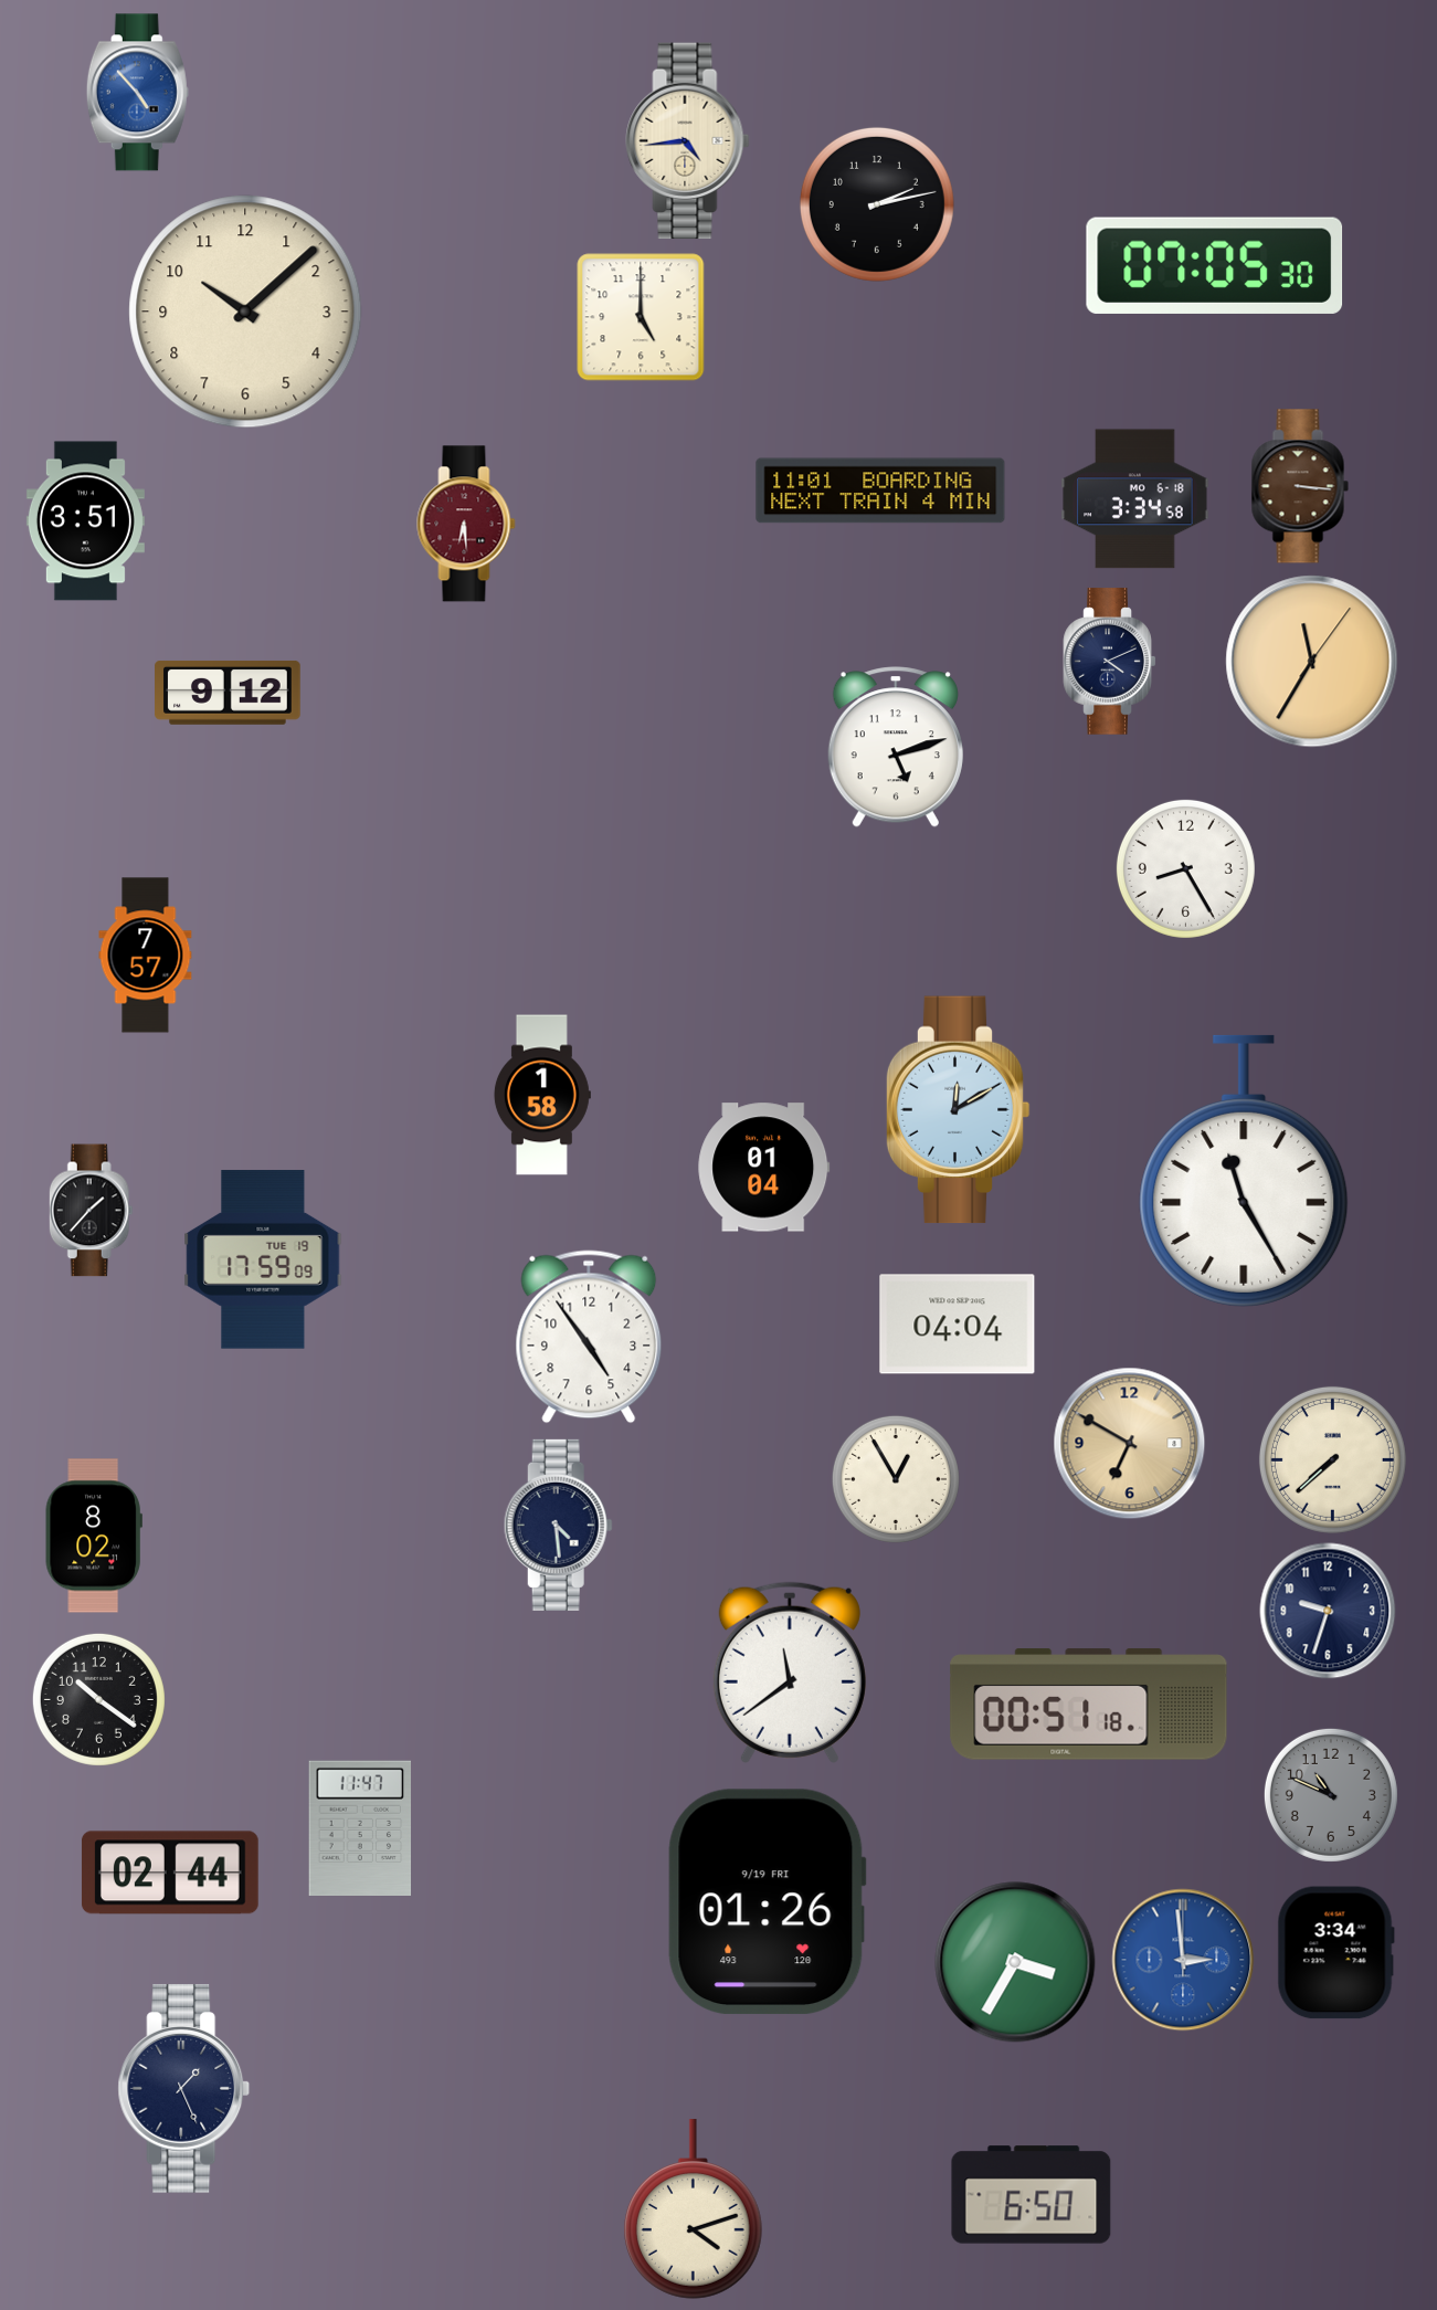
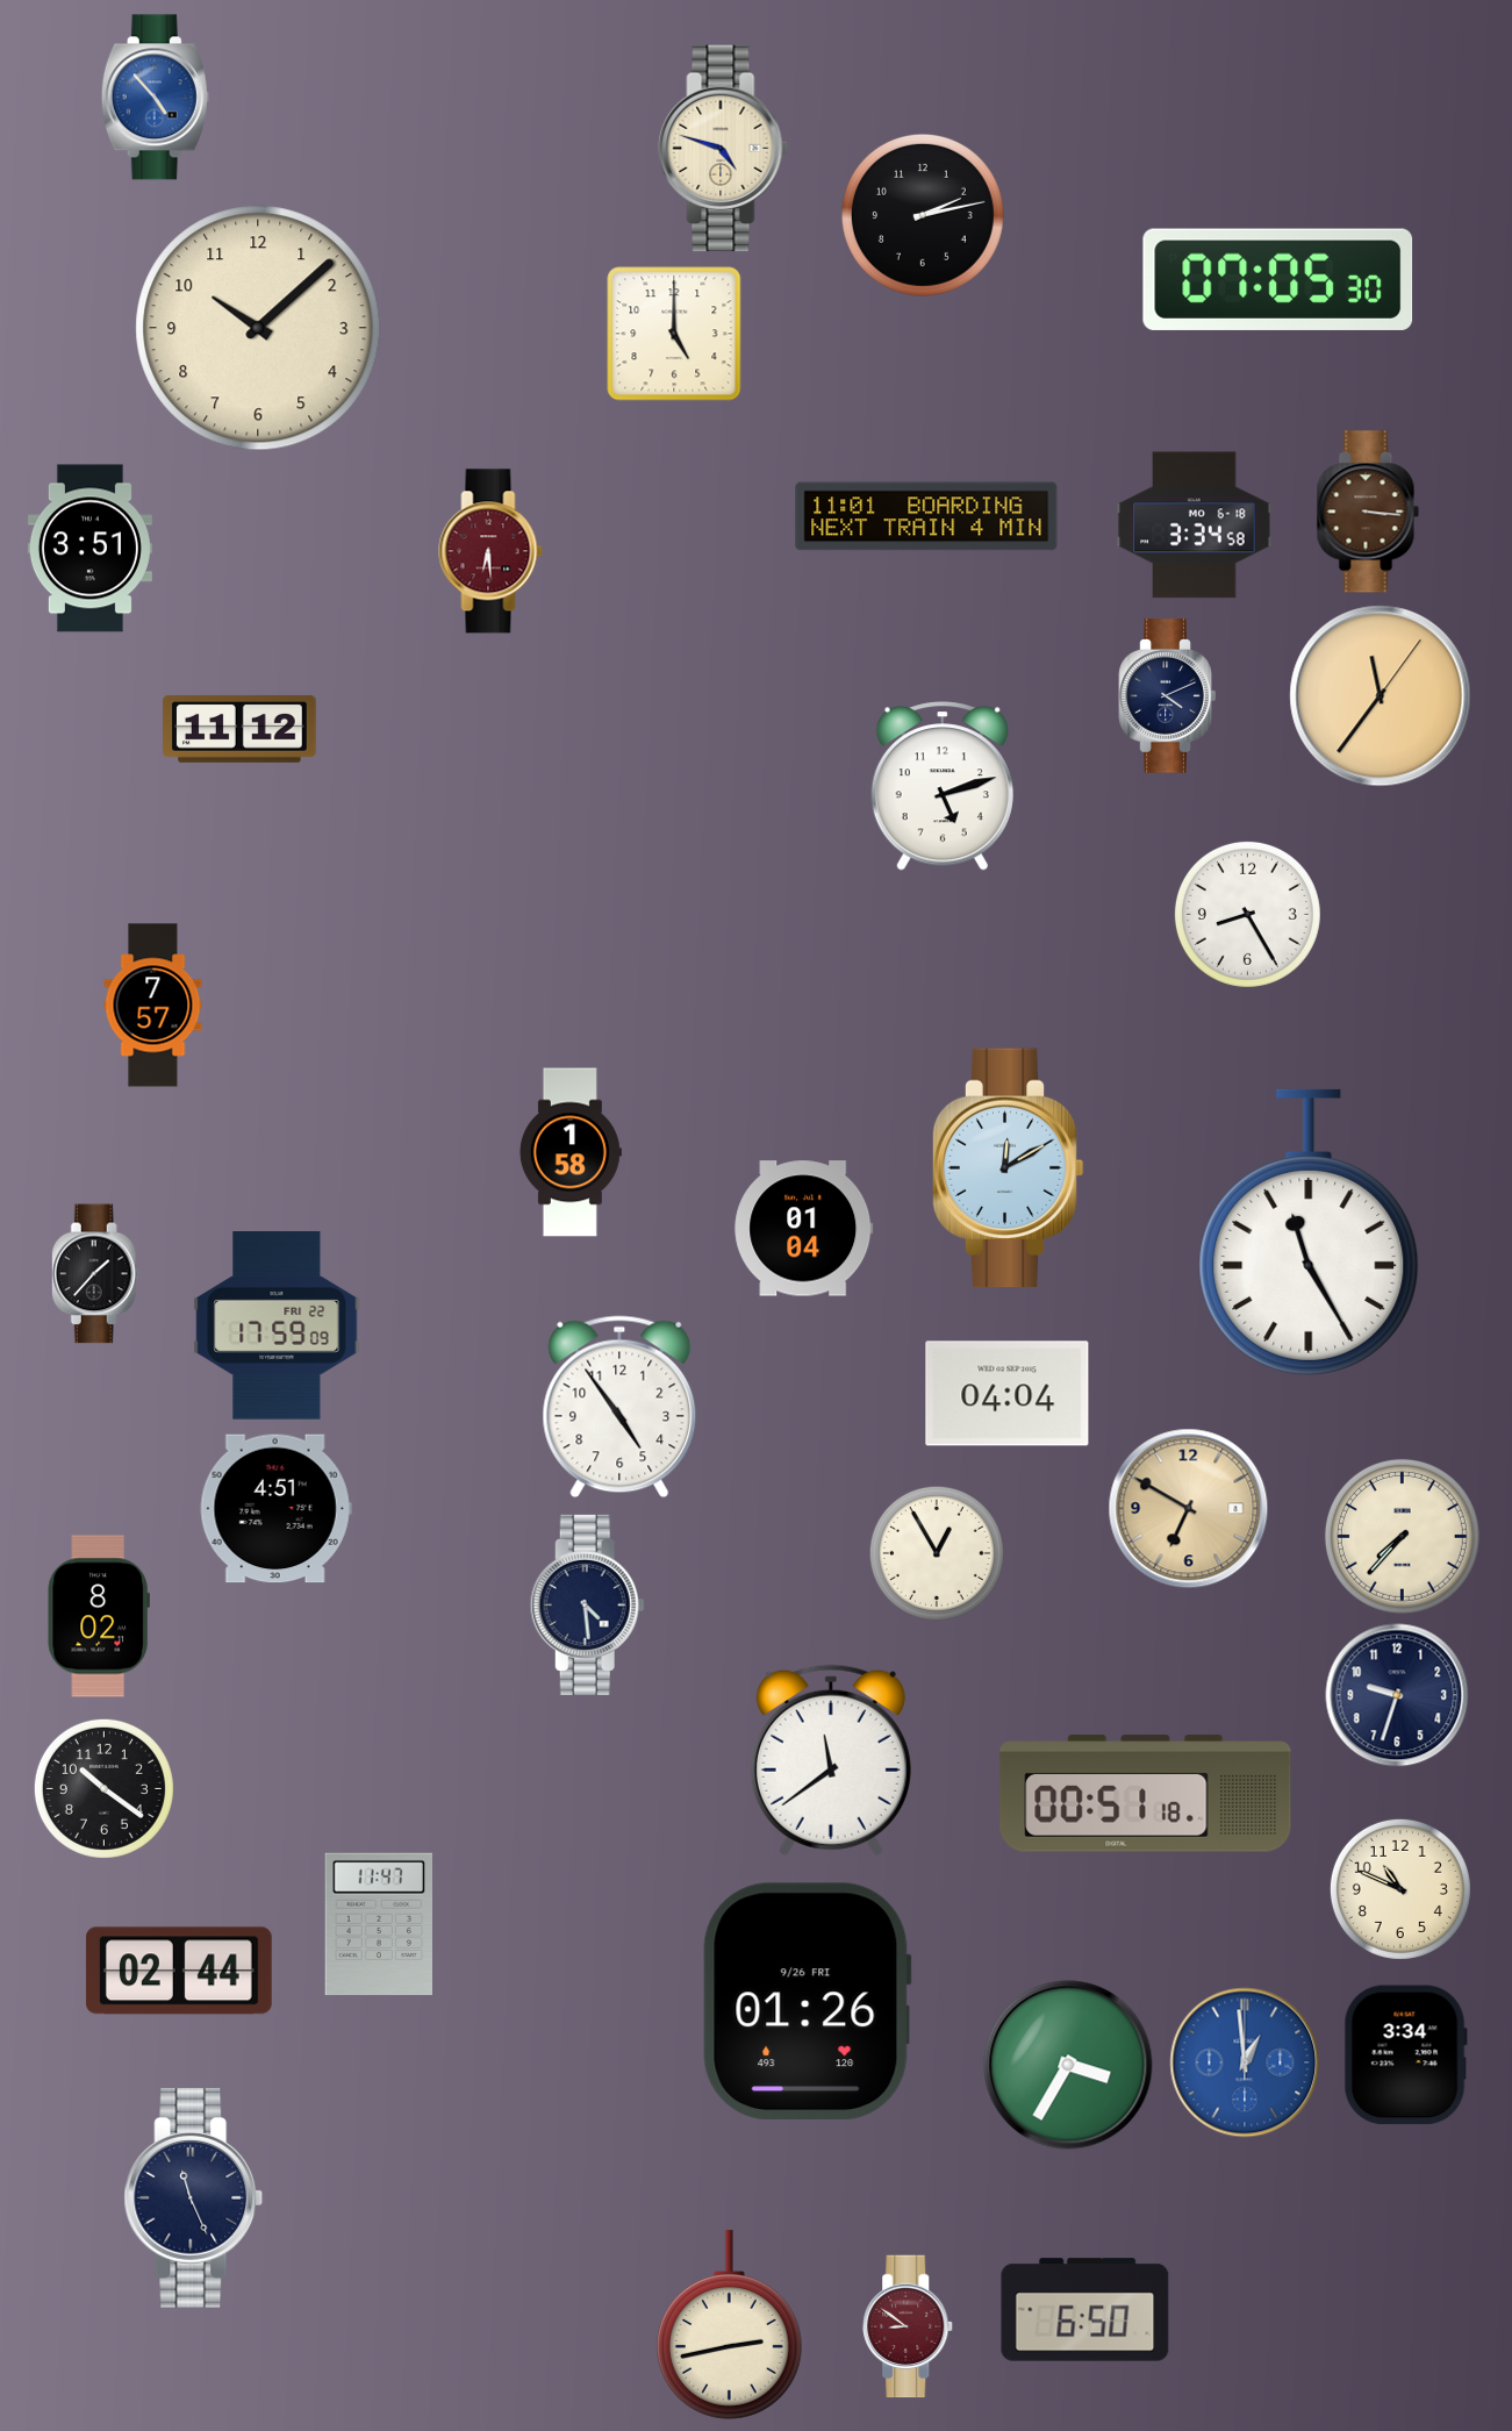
clock at (137, 93) position: (137, 93) -> (155, 98)
clock at (688, 141): 4:44 -> 4:48
clock at (1312, 662): 11:35 -> 11:36
clock at (228, 693): 9:12 -> 11:12
clock at (263, 1259) date: TUE 19 -> FRI 22
clock at (275, 1509): none -> 4:51
clock at (1130, 1444) position: (1130, 1444) -> (1189, 1509)
clock at (1332, 1459): 7:38 -> 7:37
clock at (896, 1479) position: (896, 1479) -> (937, 1553)
clock at (1331, 1795) dial: grey -> cream
clock at (767, 1902) date: 9/19 FRI -> 9/26 FRI
clock at (1183, 1960): 2:59 -> 12:59
clock at (184, 2088): 1:26 -> 11:26
clock at (693, 2209): 4:12 -> 2:43
clock at (909, 2326): none -> 8:51
